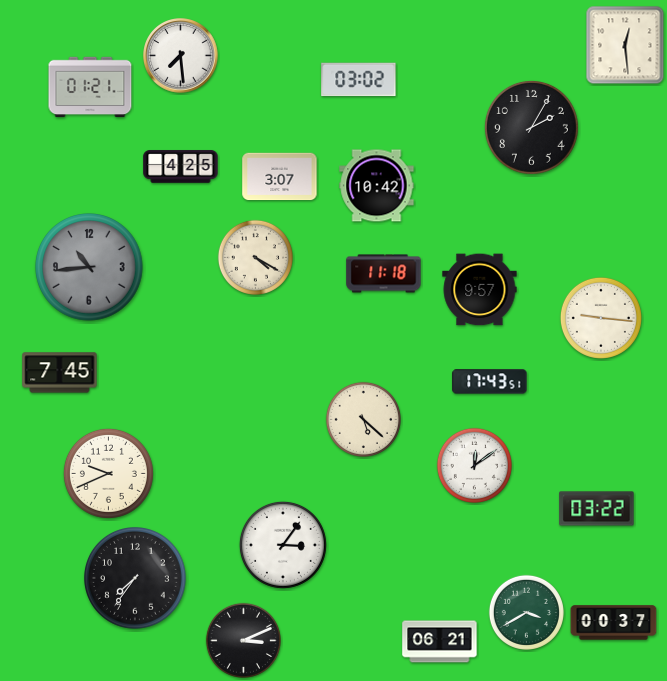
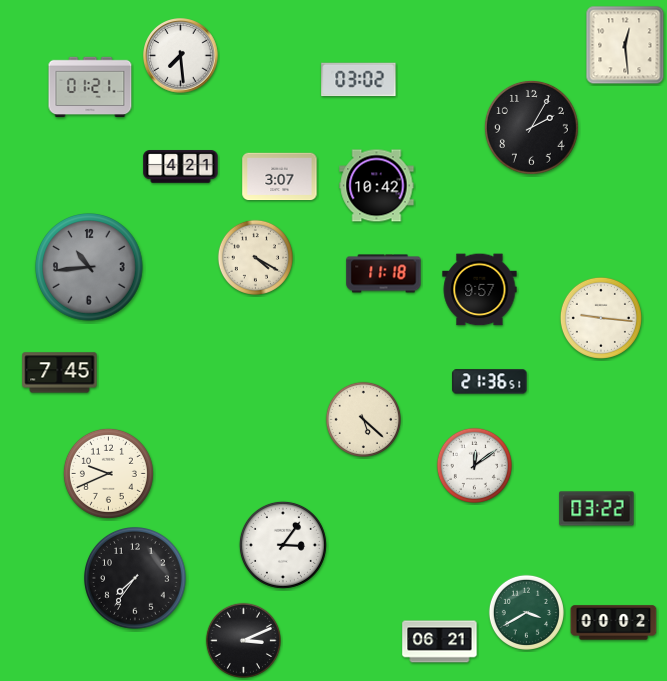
clock at (181, 167): 4:25 -> 4:21
clock at (490, 382): 17:43 -> 21:36
clock at (614, 623): 00:37 -> 00:02
